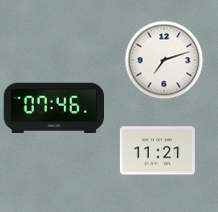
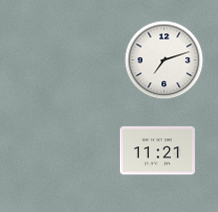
clock at (54, 108): 07:46 -> none
